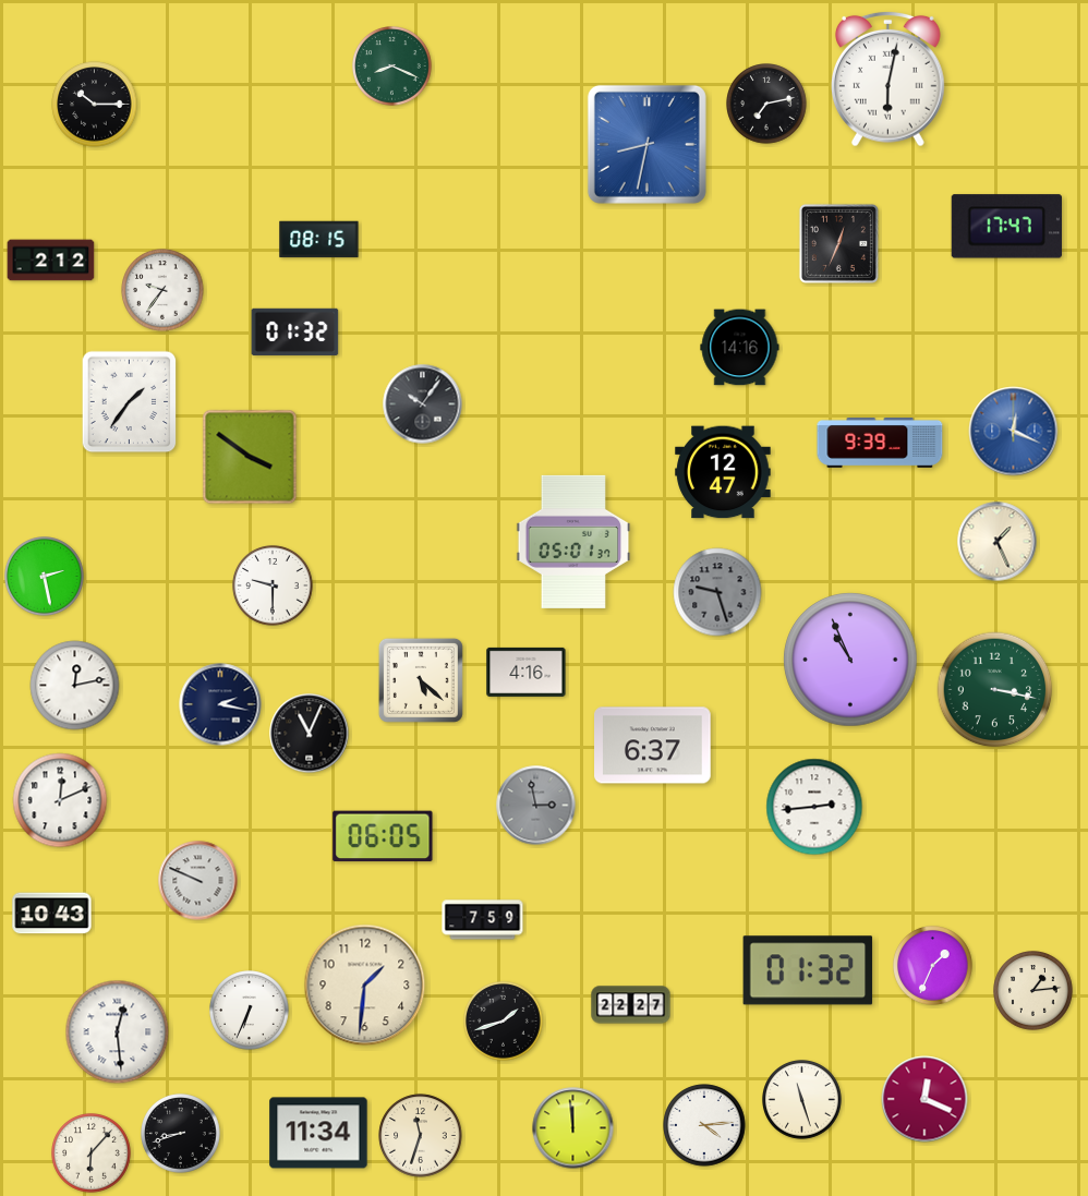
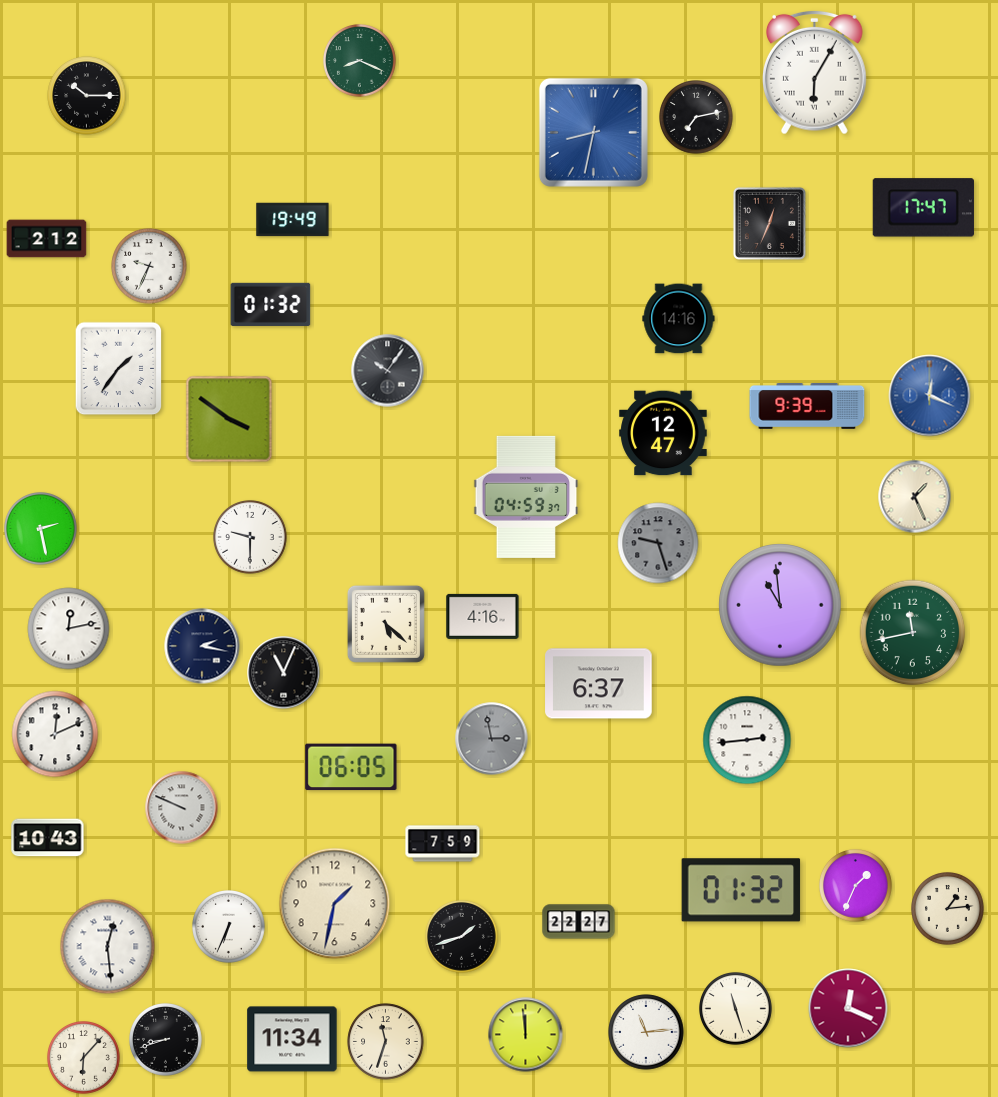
clock at (888, 78): 6:02 -> 6:05
clock at (766, 104) position: (766, 104) -> (696, 117)
clock at (319, 240): 08:15 -> 19:49
clock at (162, 290): 9:36 -> 9:34
clock at (573, 542): 05:01 -> 04:59
clock at (850, 660): 10:56 -> 10:59
clock at (995, 690): 3:17 -> 11:43
clock at (365, 986): 1:31 -> 1:32
clock at (704, 1125): 4:14 -> 11:14
